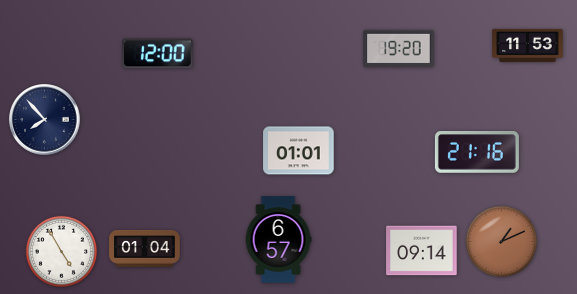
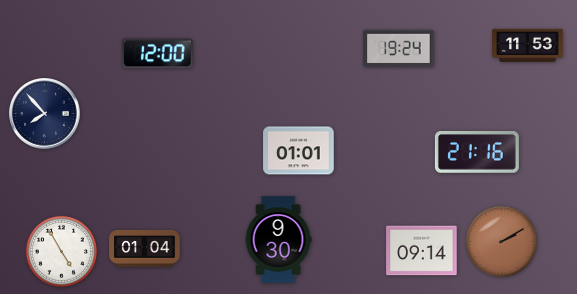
clock at (399, 49): 19:20 -> 19:24
clock at (45, 120) position: (45, 120) -> (45, 114)
clock at (278, 240): 6:57 -> 9:30
clock at (501, 241): 1:11 -> 2:10
